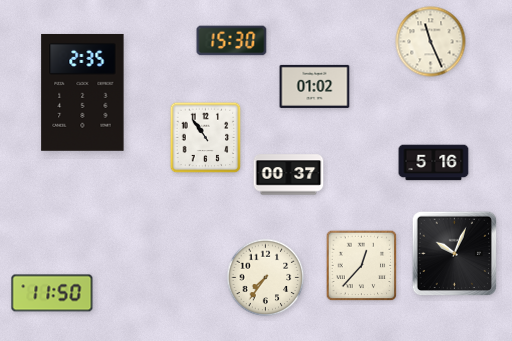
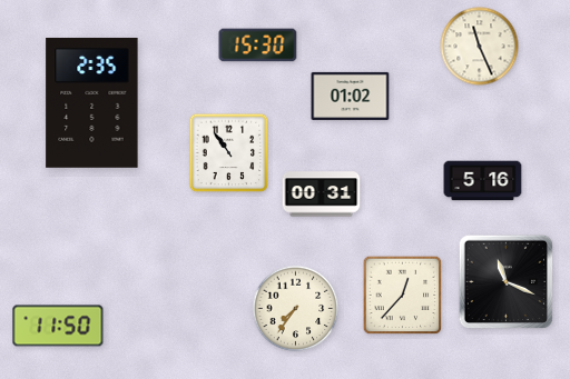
clock at (289, 175): 00:37 -> 00:31
clock at (455, 254): 10:04 -> 11:19
